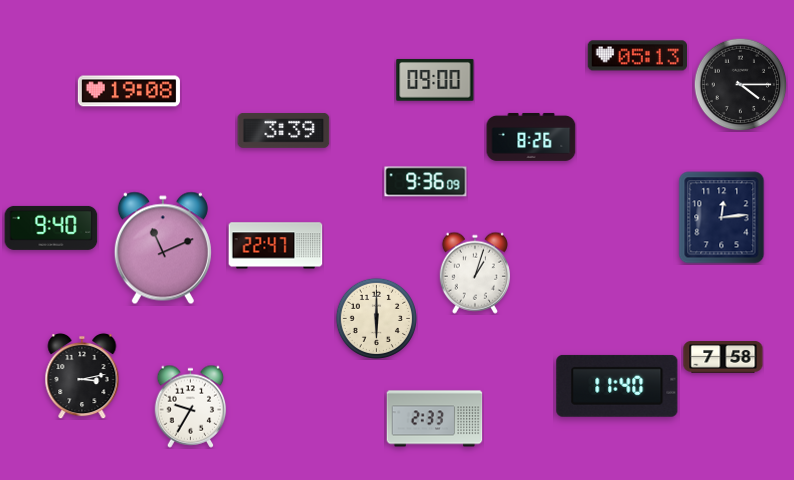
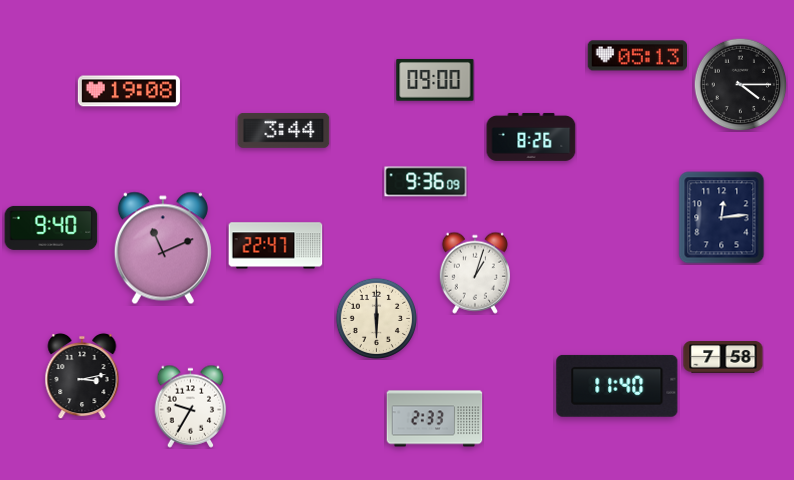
clock at (284, 131): 3:39 -> 3:44
